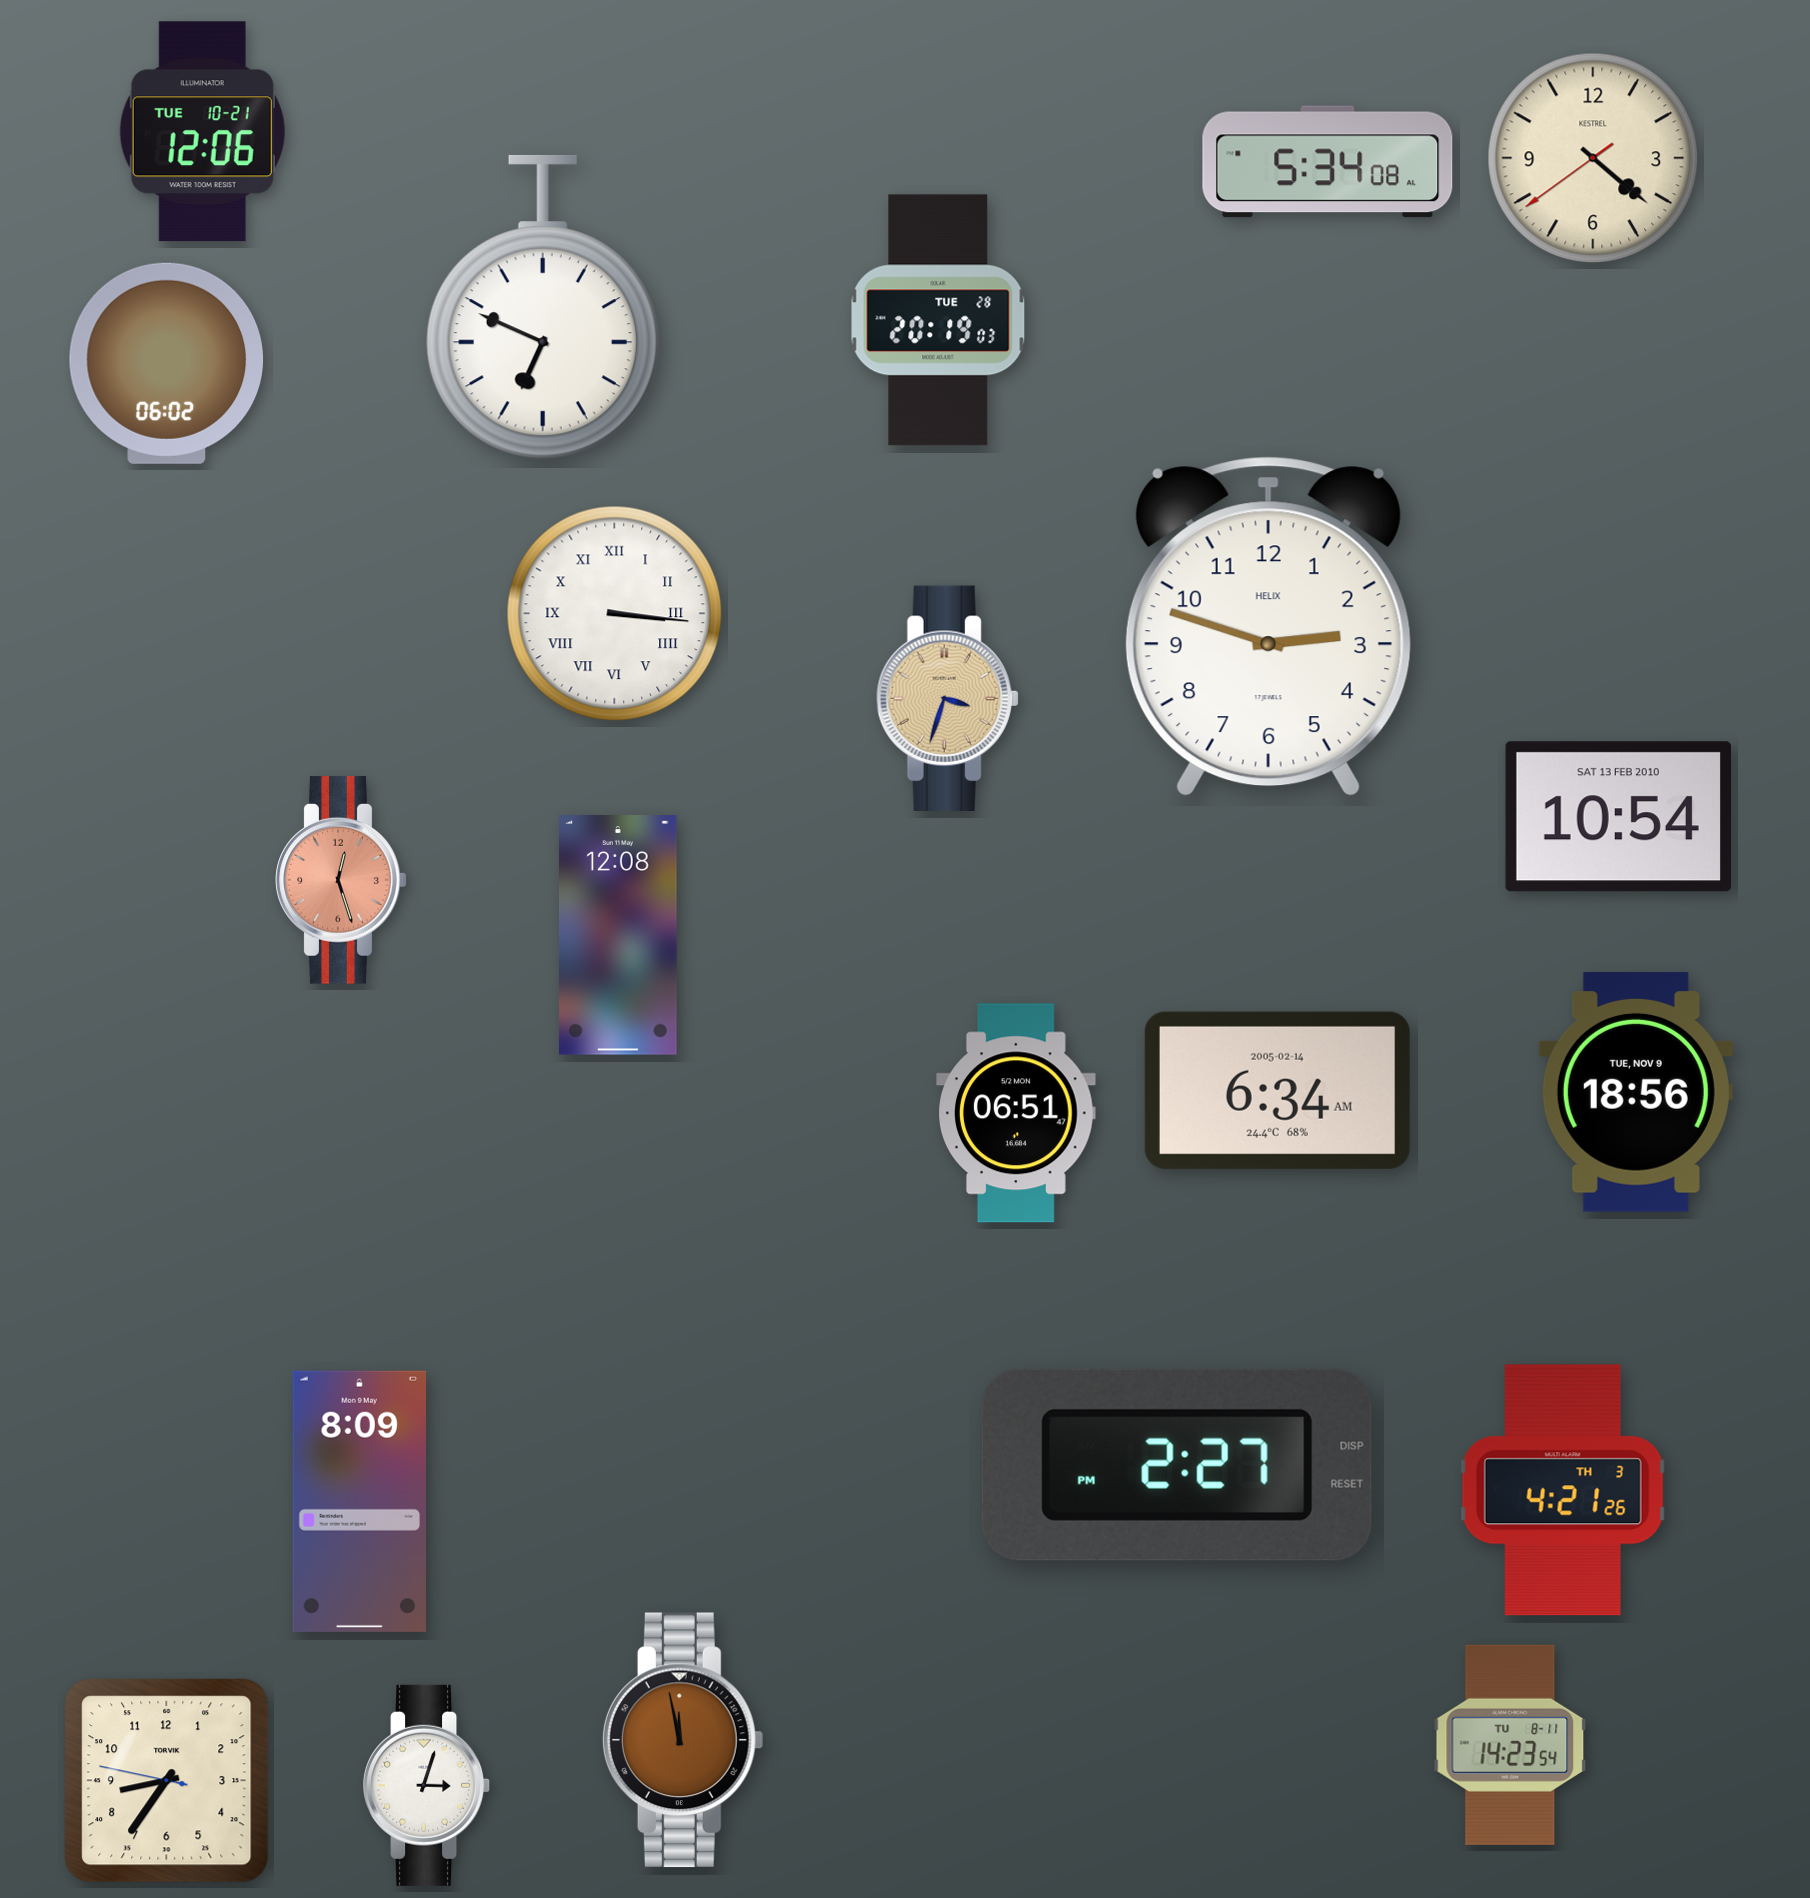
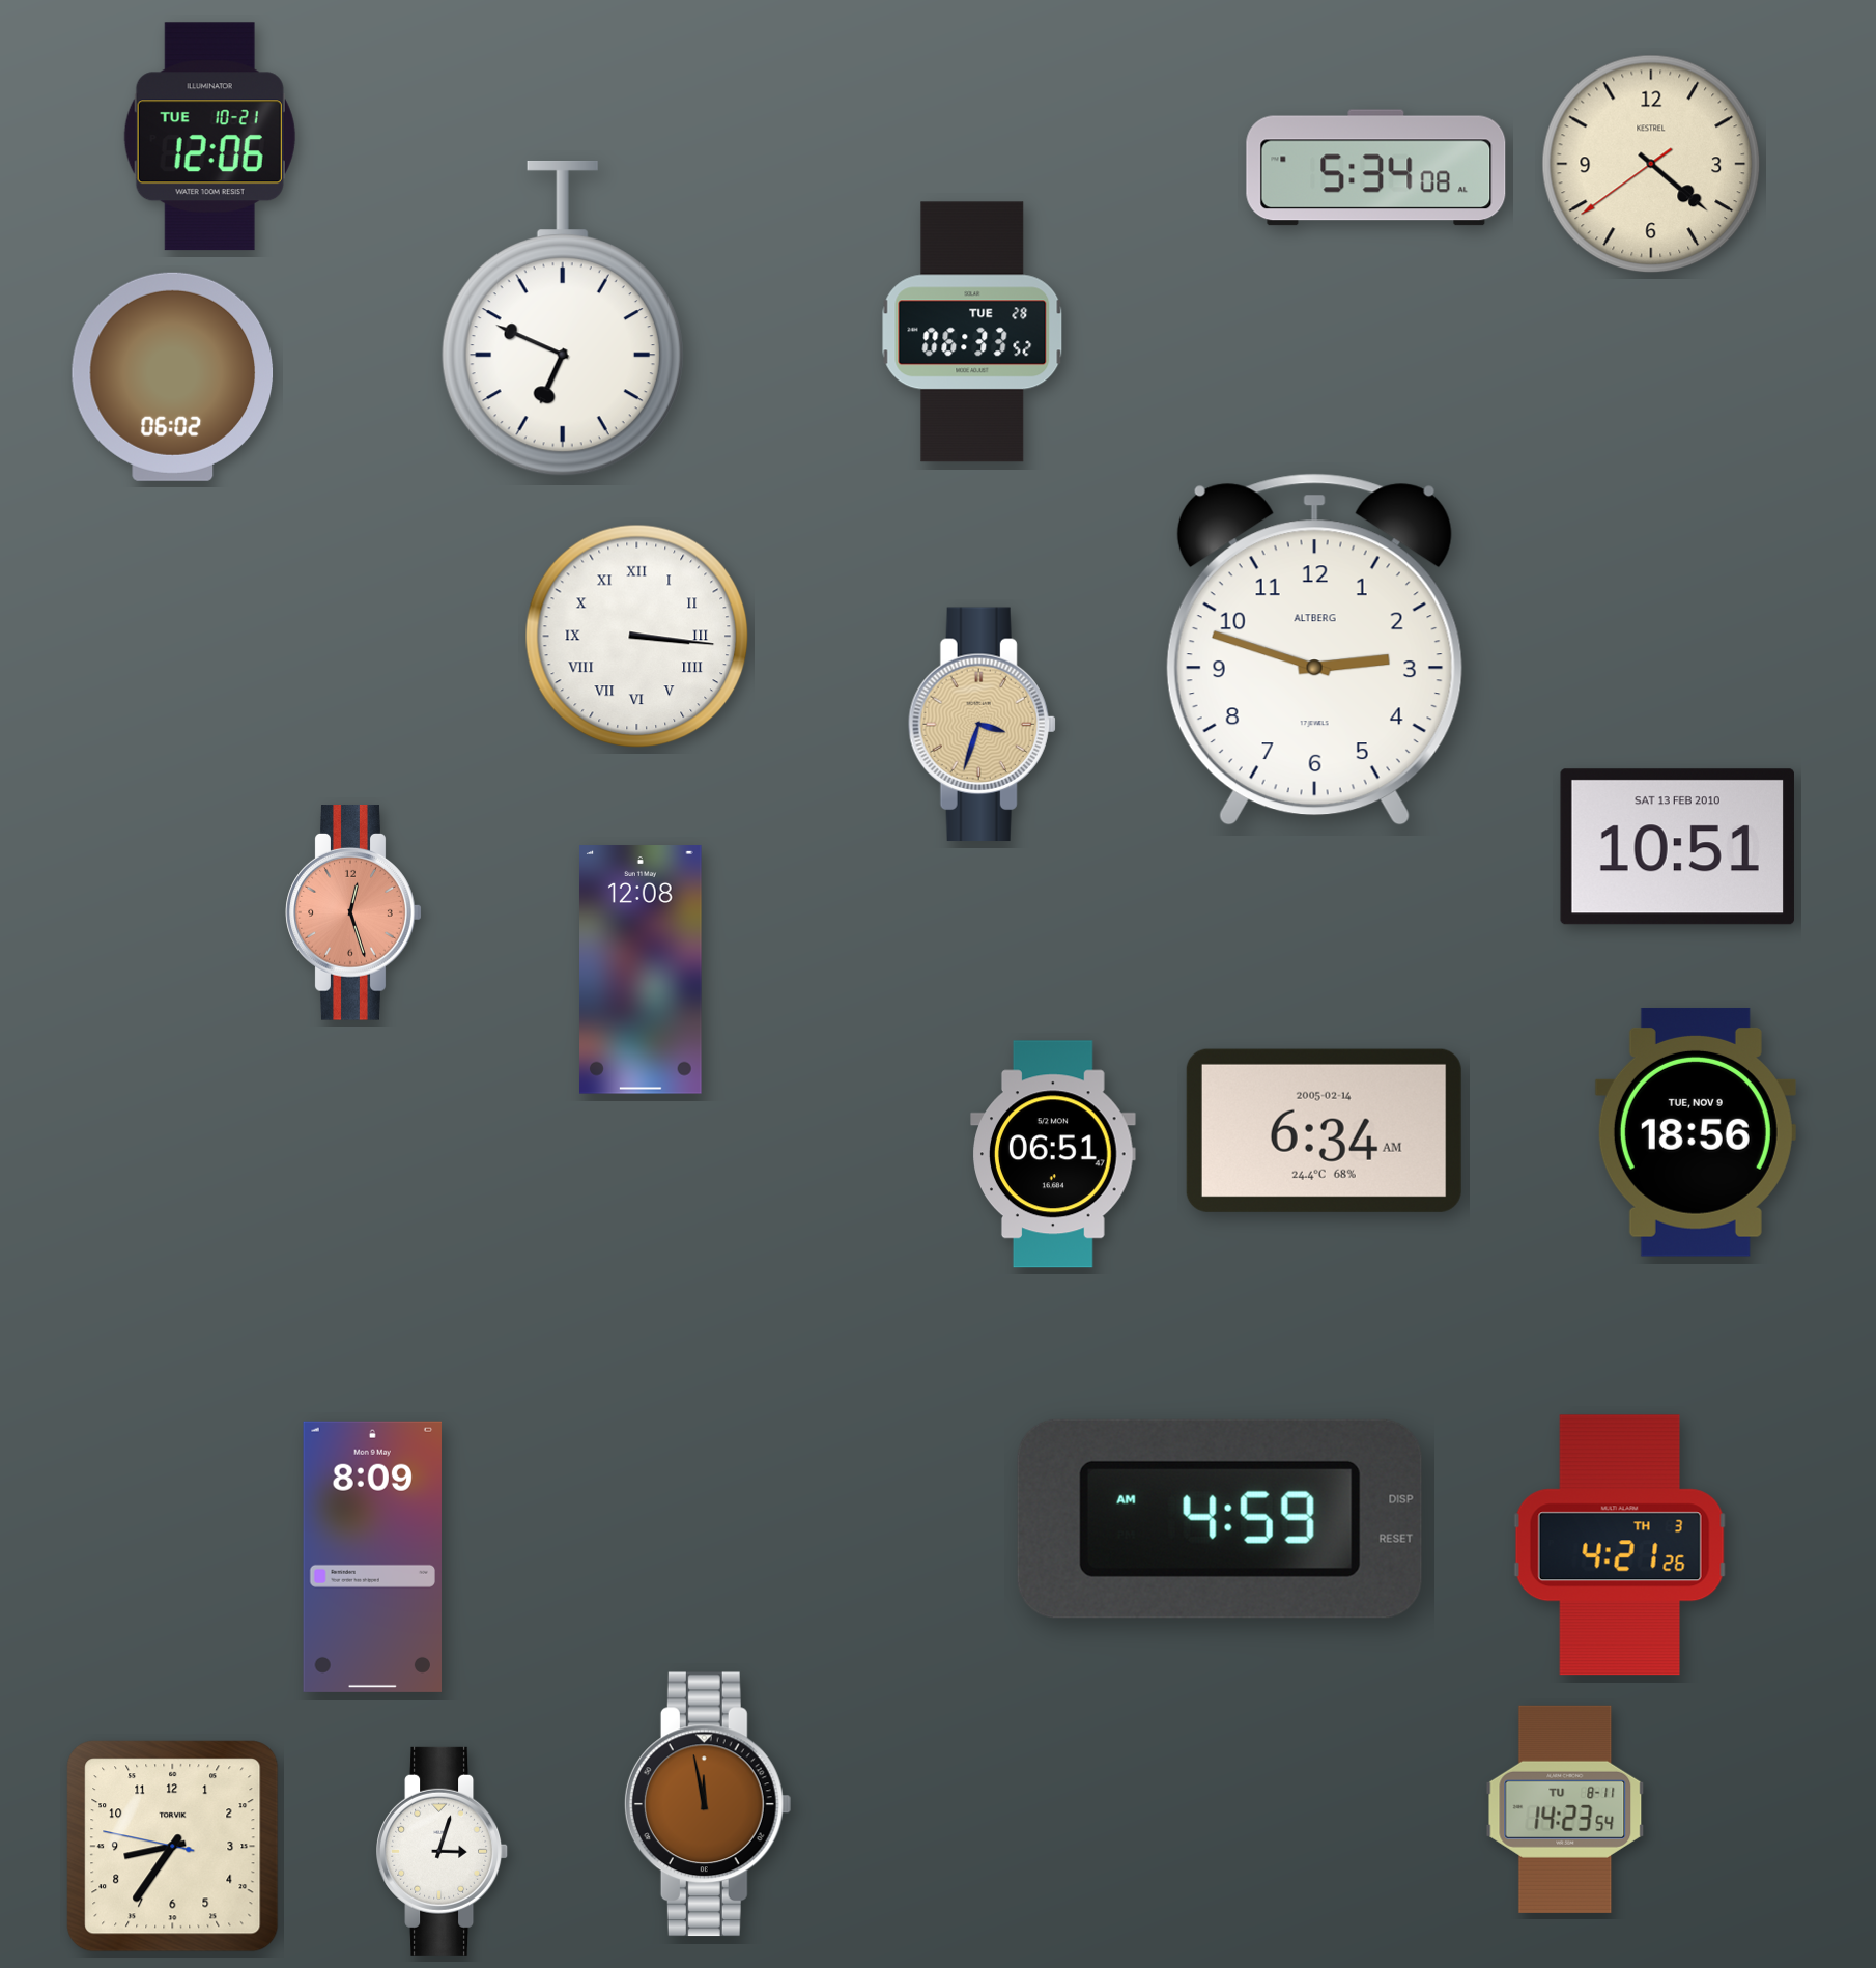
clock at (938, 320): 20:19 -> 06:33
clock at (1268, 627) brand: HELIX -> ALTBERG
clock at (1618, 817): 10:54 -> 10:51
clock at (1177, 1465): 2:27 -> 4:59
